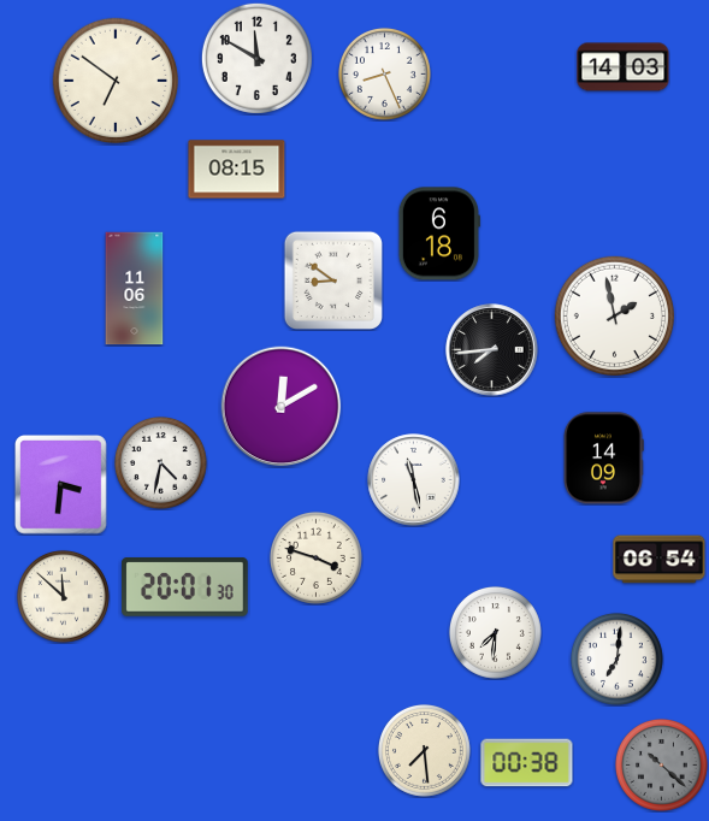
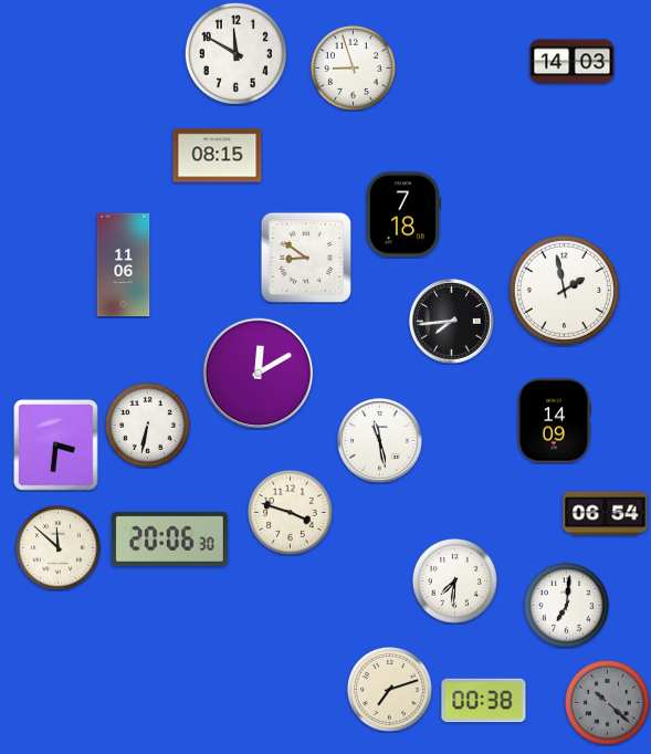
clock at (384, 73): 8:26 -> 8:57
clock at (114, 79): 6:51 -> none
clock at (439, 234): 6:18 -> 7:18
clock at (160, 462): 4:32 -> 6:32
clock at (185, 587): 20:01 -> 20:06
clock at (424, 750): 7:29 -> 7:12
